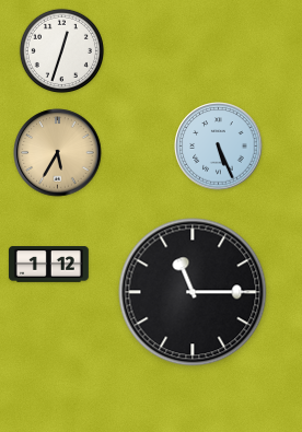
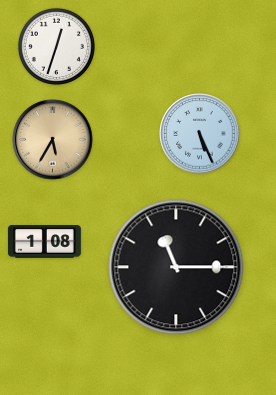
clock at (48, 265): 1:12 -> 1:08
